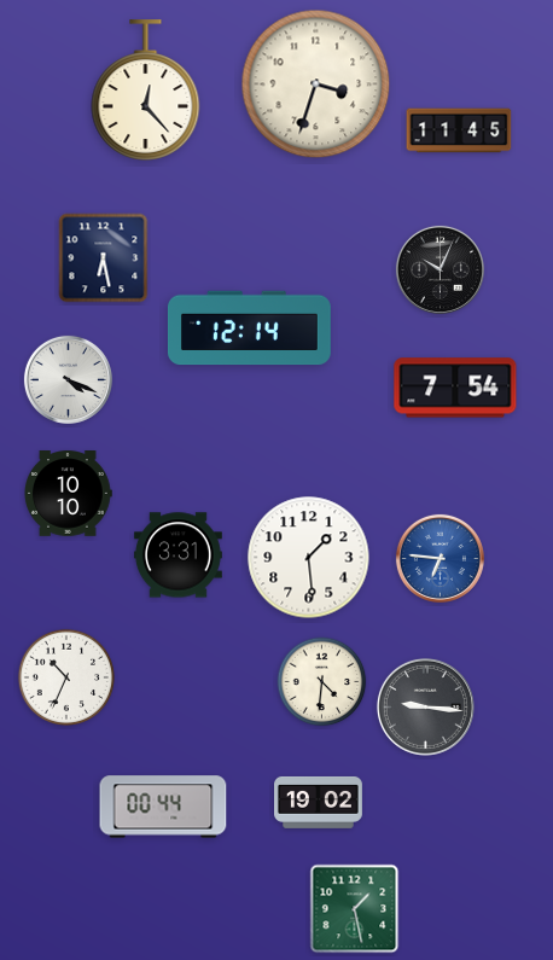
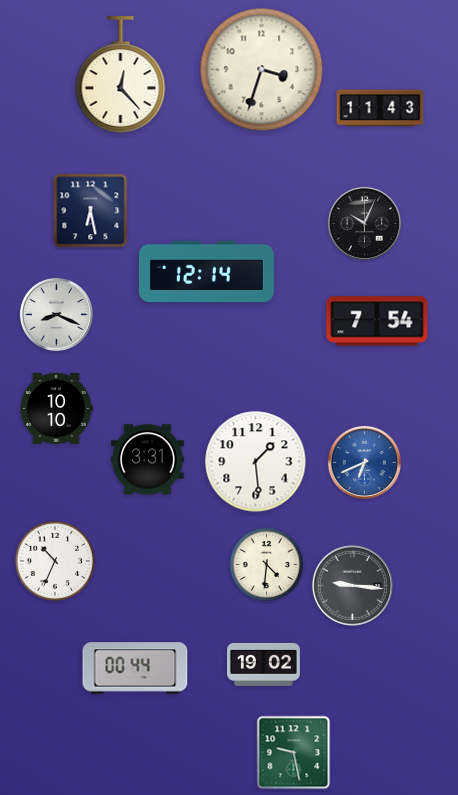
clock at (459, 130): 11:45 -> 11:43
clock at (104, 258) position: (104, 258) -> (91, 211)
clock at (68, 379): 4:19 -> 8:19
clock at (440, 558): 6:46 -> 6:41
clock at (355, 909): 1:28 -> 9:28
